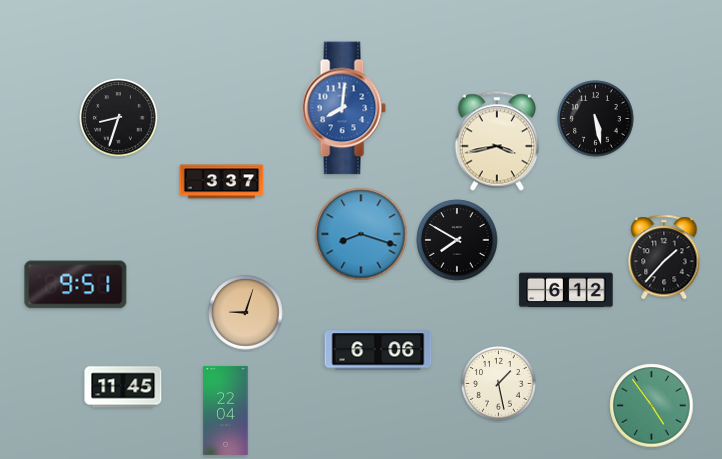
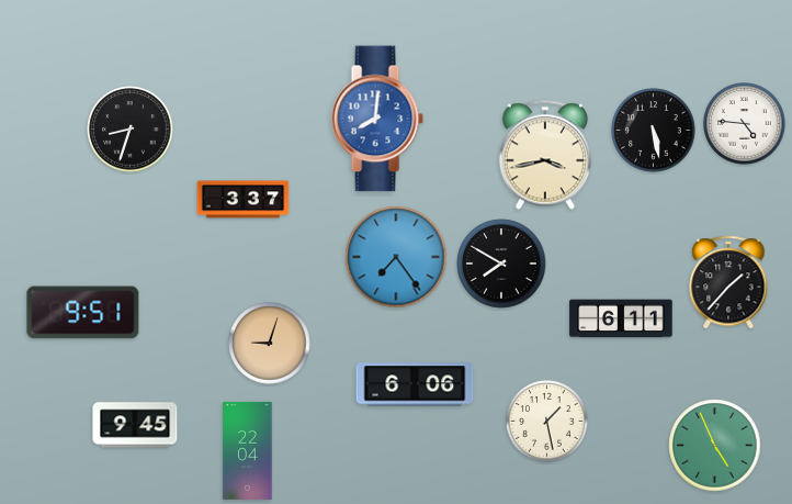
clock at (745, 124): none -> 4:46
clock at (361, 234): 8:18 -> 7:24
clock at (566, 290): 6:12 -> 6:11
clock at (123, 387): 11:45 -> 9:45
clock at (652, 406): 4:54 -> 4:56
